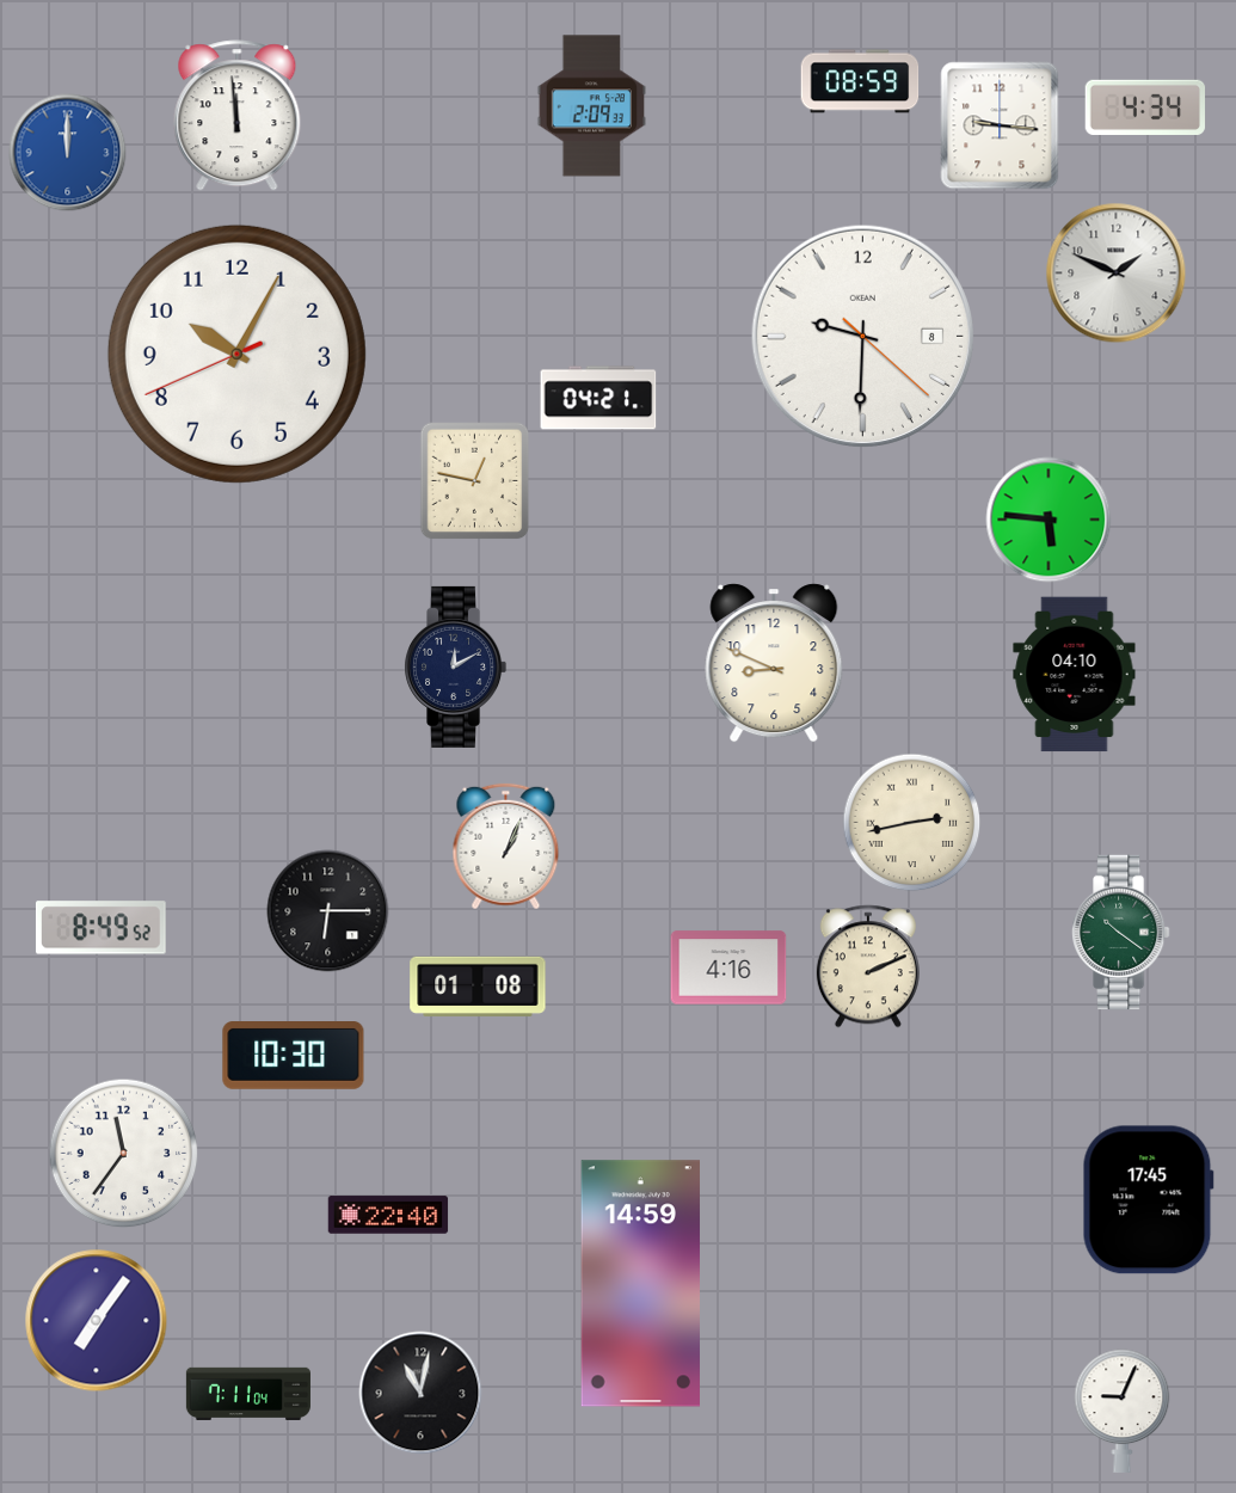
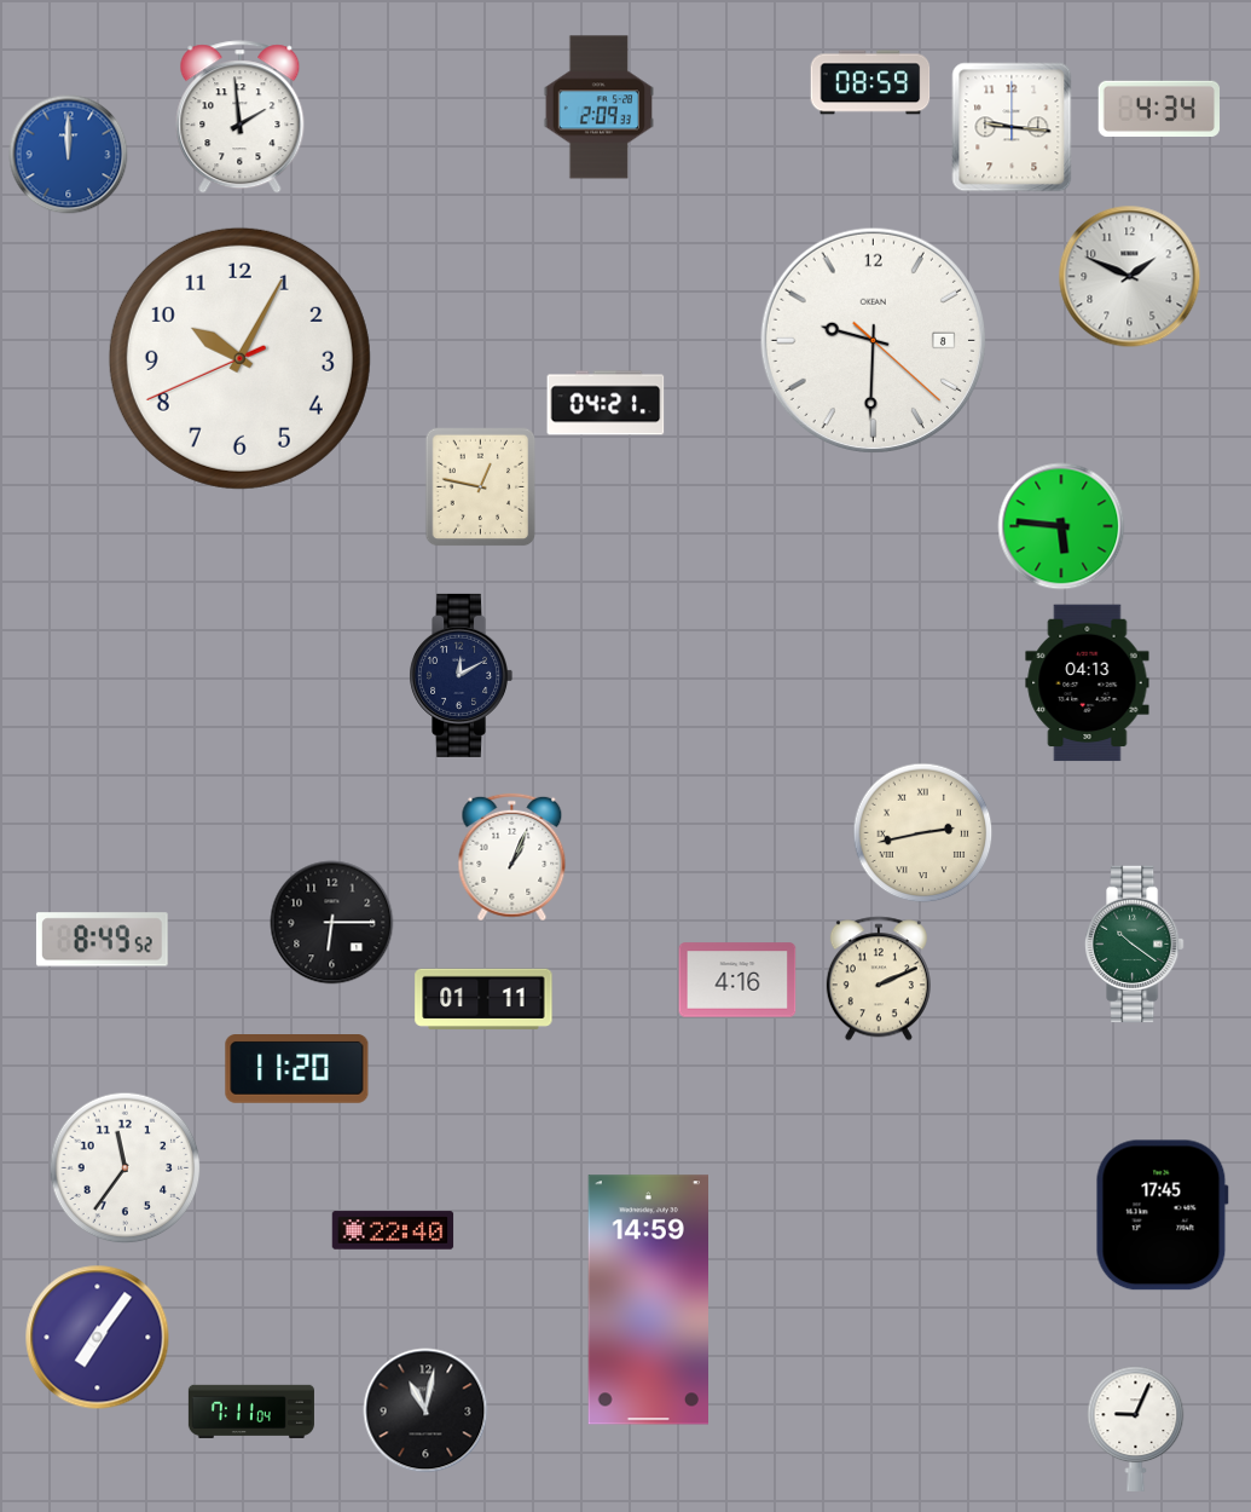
clock at (238, 116): 11:59 -> 1:59
clock at (774, 663): 8:49 -> none
clock at (1075, 675): 04:10 -> 04:13
clock at (478, 987): 01:08 -> 01:11
clock at (294, 1056): 10:30 -> 11:20
